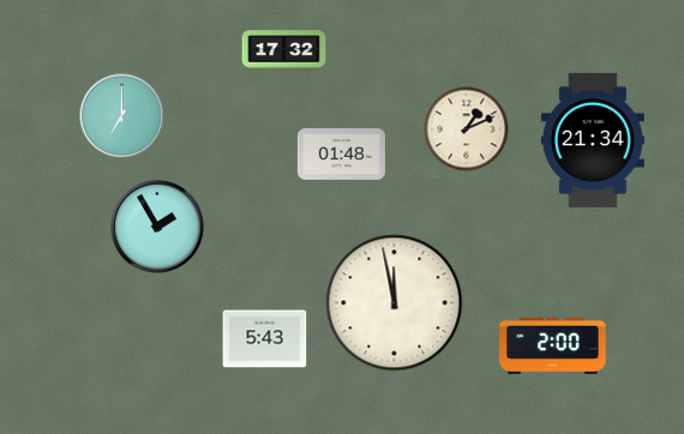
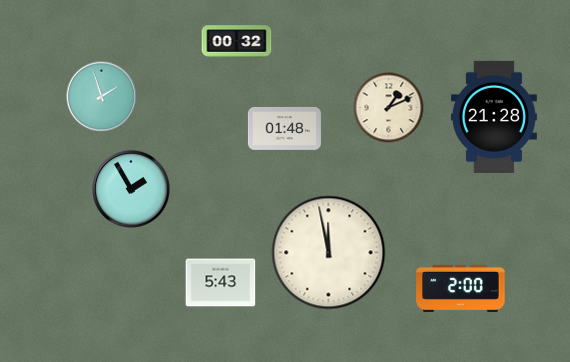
clock at (284, 50): 17:32 -> 00:32
clock at (122, 116): 7:00 -> 1:57
clock at (593, 140): 21:34 -> 21:28
